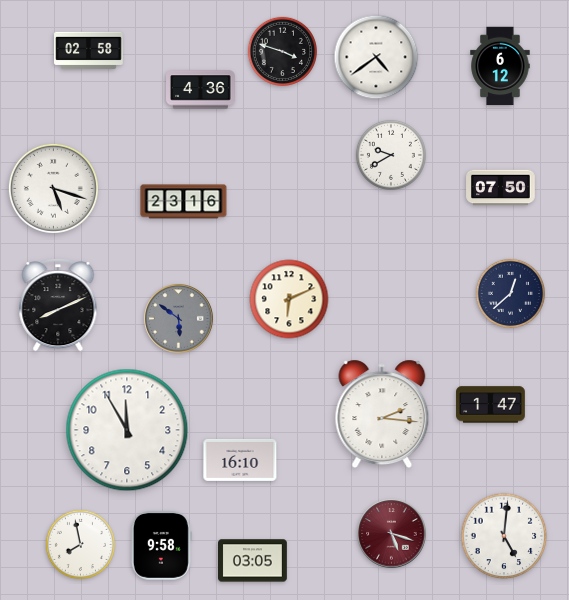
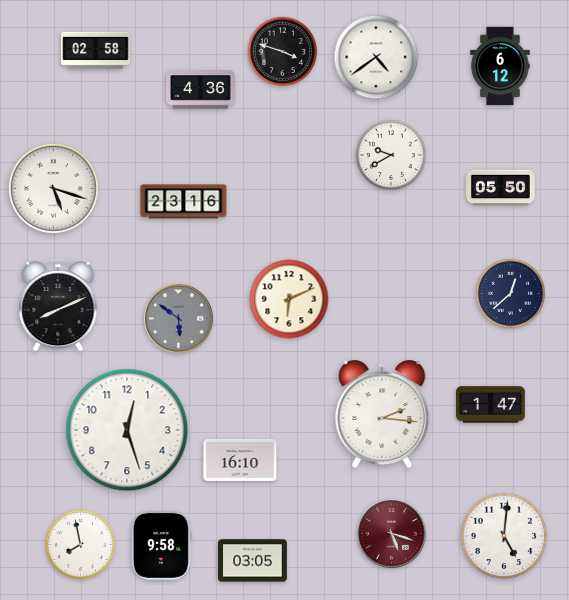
clock at (89, 51) position: (89, 51) -> (96, 51)
clock at (501, 188): 07:50 -> 05:50
clock at (127, 430): 11:55 -> 12:27
